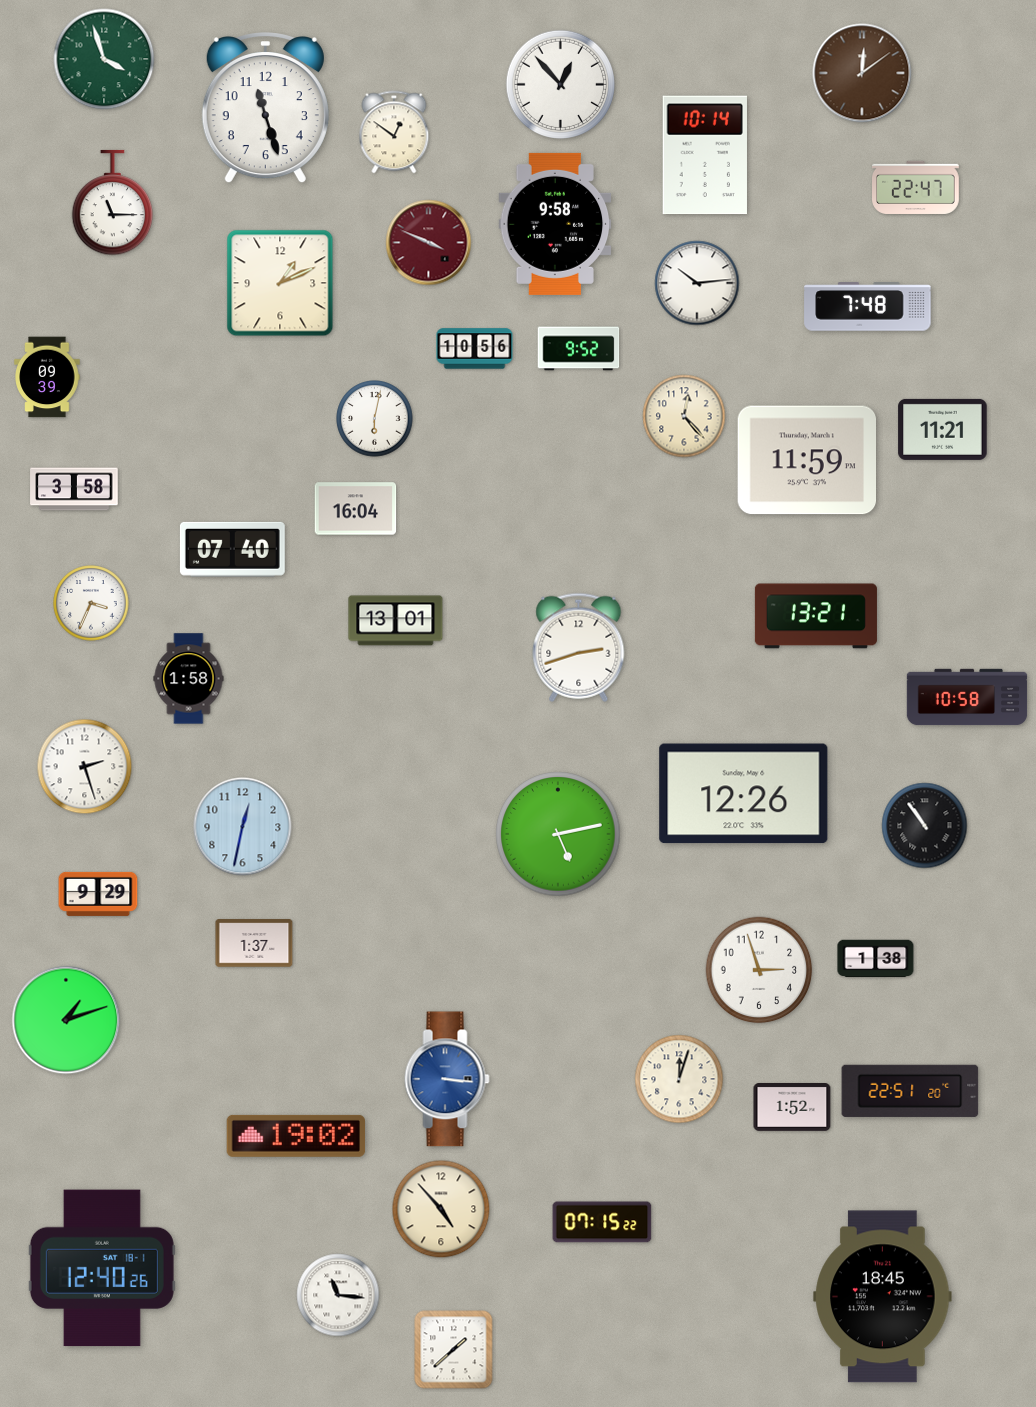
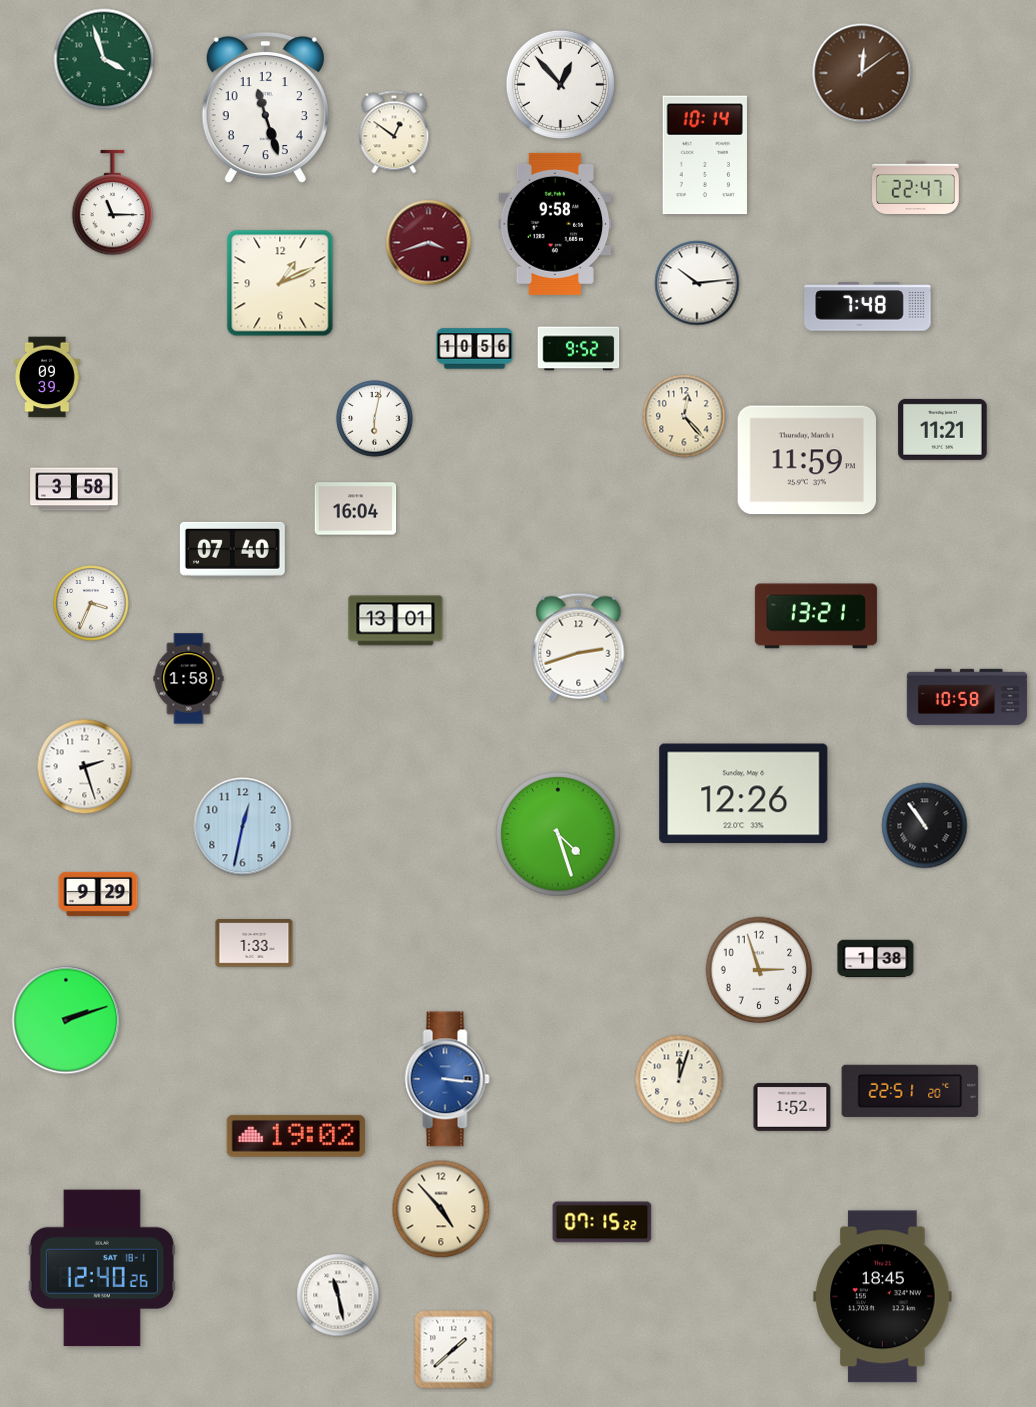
clock at (429, 243): 3:49 -> 3:42
clock at (558, 834): 5:13 -> 4:27
clock at (254, 943): 1:37 -> 1:33
clock at (66, 1020): 1:12 -> 2:12
clock at (338, 1295): 11:16 -> 11:28
